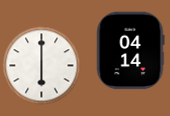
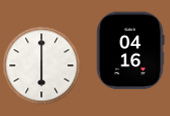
clock at (131, 50): 04:14 -> 04:16
